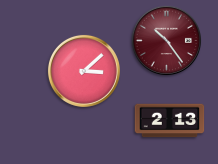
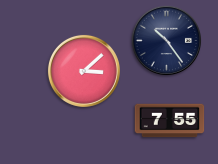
clock at (167, 41) dial: burgundy -> navy
clock at (170, 121): 2:13 -> 7:55
